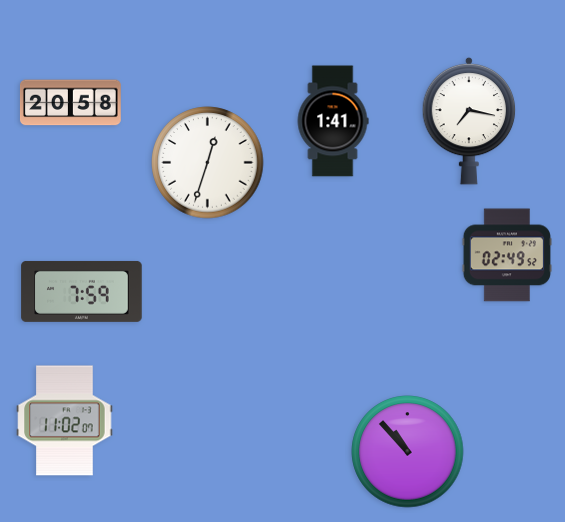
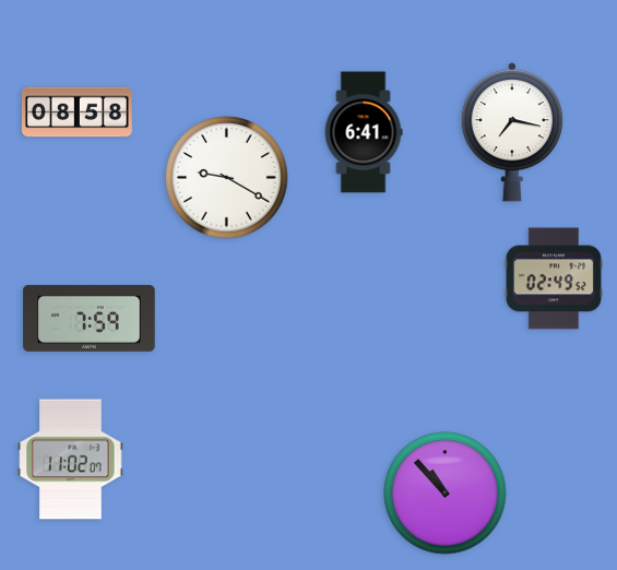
clock at (70, 103): 20:58 -> 08:58
clock at (333, 121): 1:41 -> 6:41
clock at (208, 163): 12:33 -> 9:20
